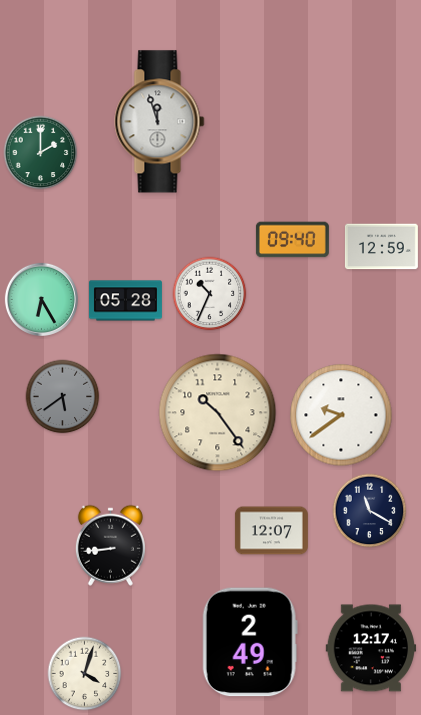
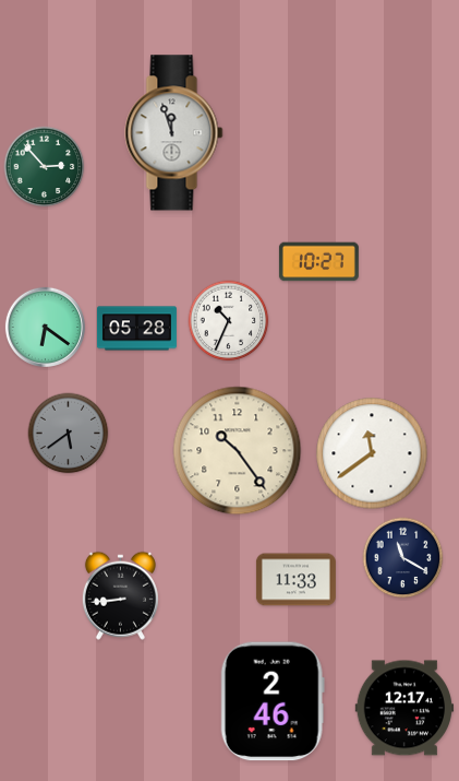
clock at (41, 153): 2:00 -> 2:53
clock at (292, 240): 09:40 -> 10:27
clock at (381, 247): 12:59 -> none
clock at (41, 299): 6:25 -> 6:21
clock at (341, 415): 9:39 -> 11:39
clock at (271, 531): 12:07 -> 11:33
clock at (250, 642): 2:49 -> 2:46
clock at (85, 674): 4:03 -> none
